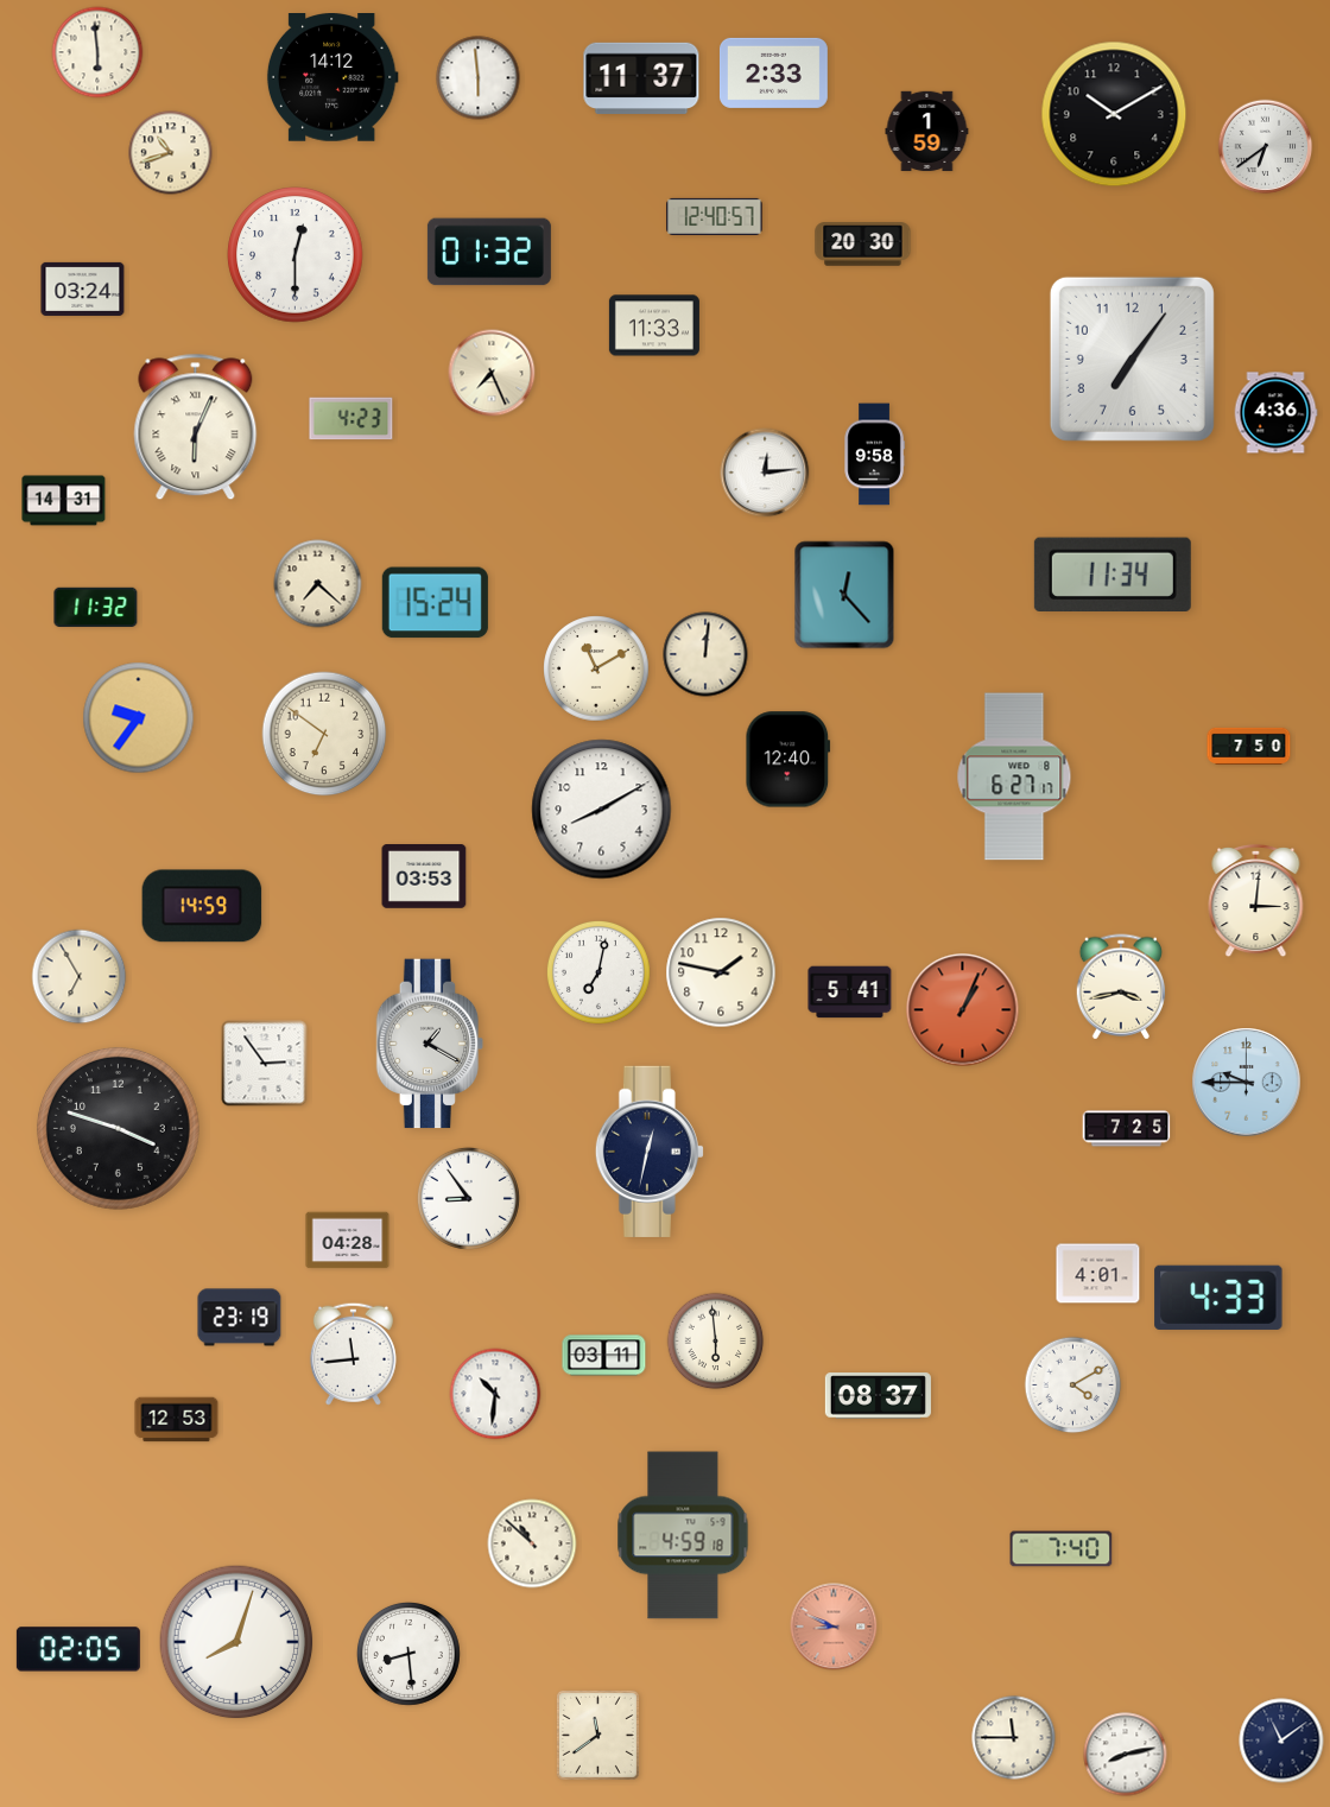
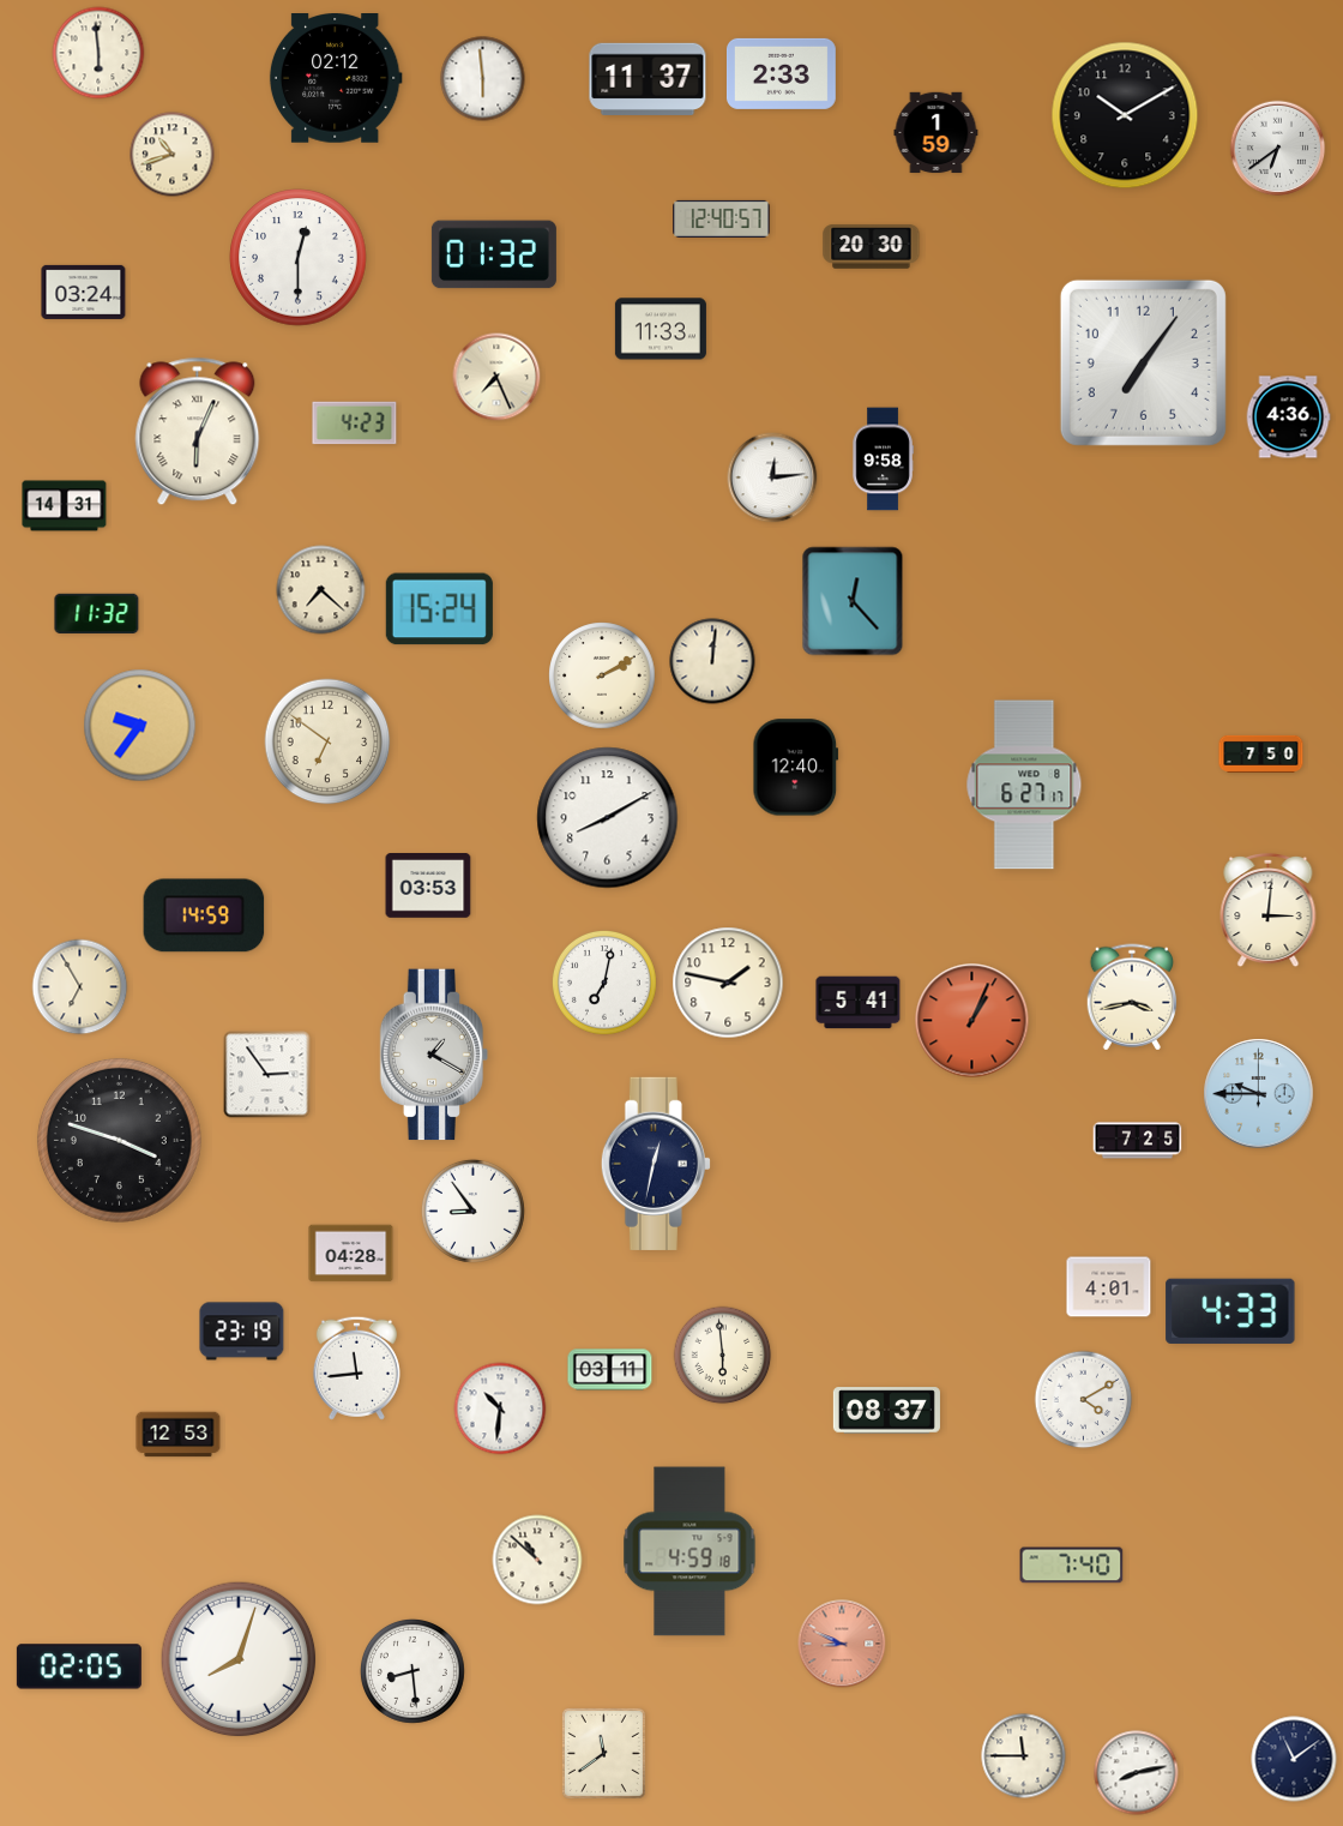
clock at (332, 78): 14:12 -> 02:12
clock at (1113, 573): 11:34 -> none
clock at (596, 668): 11:10 -> 2:10
